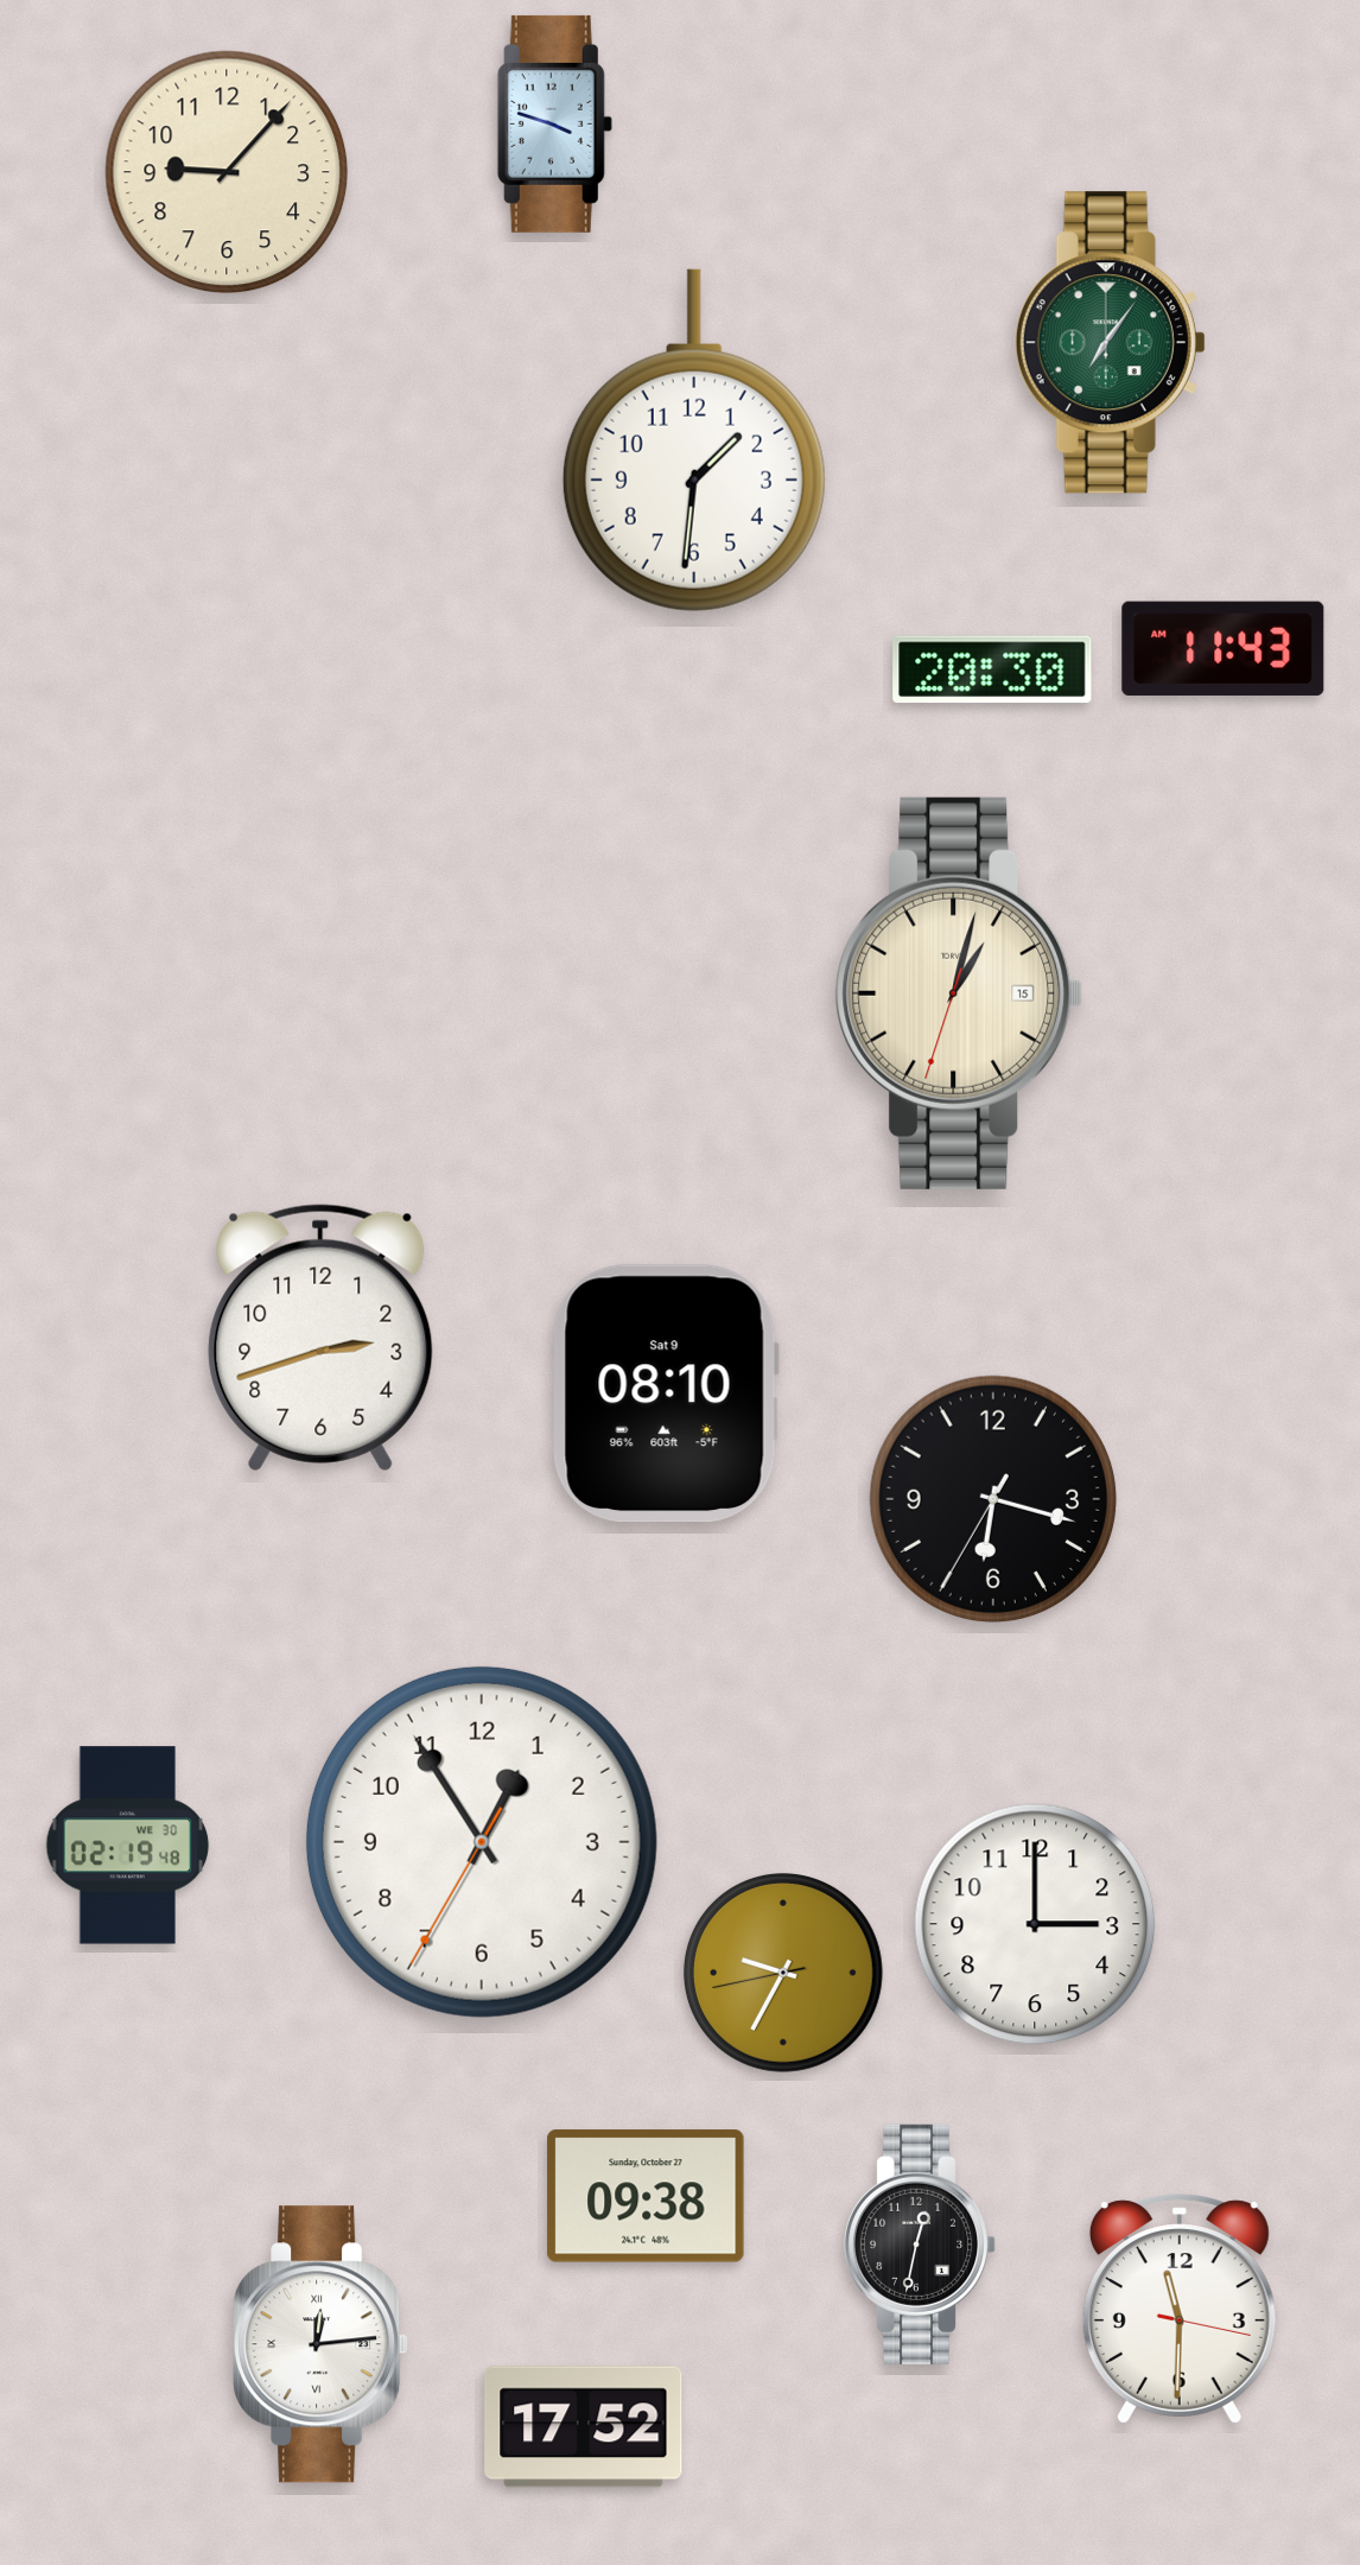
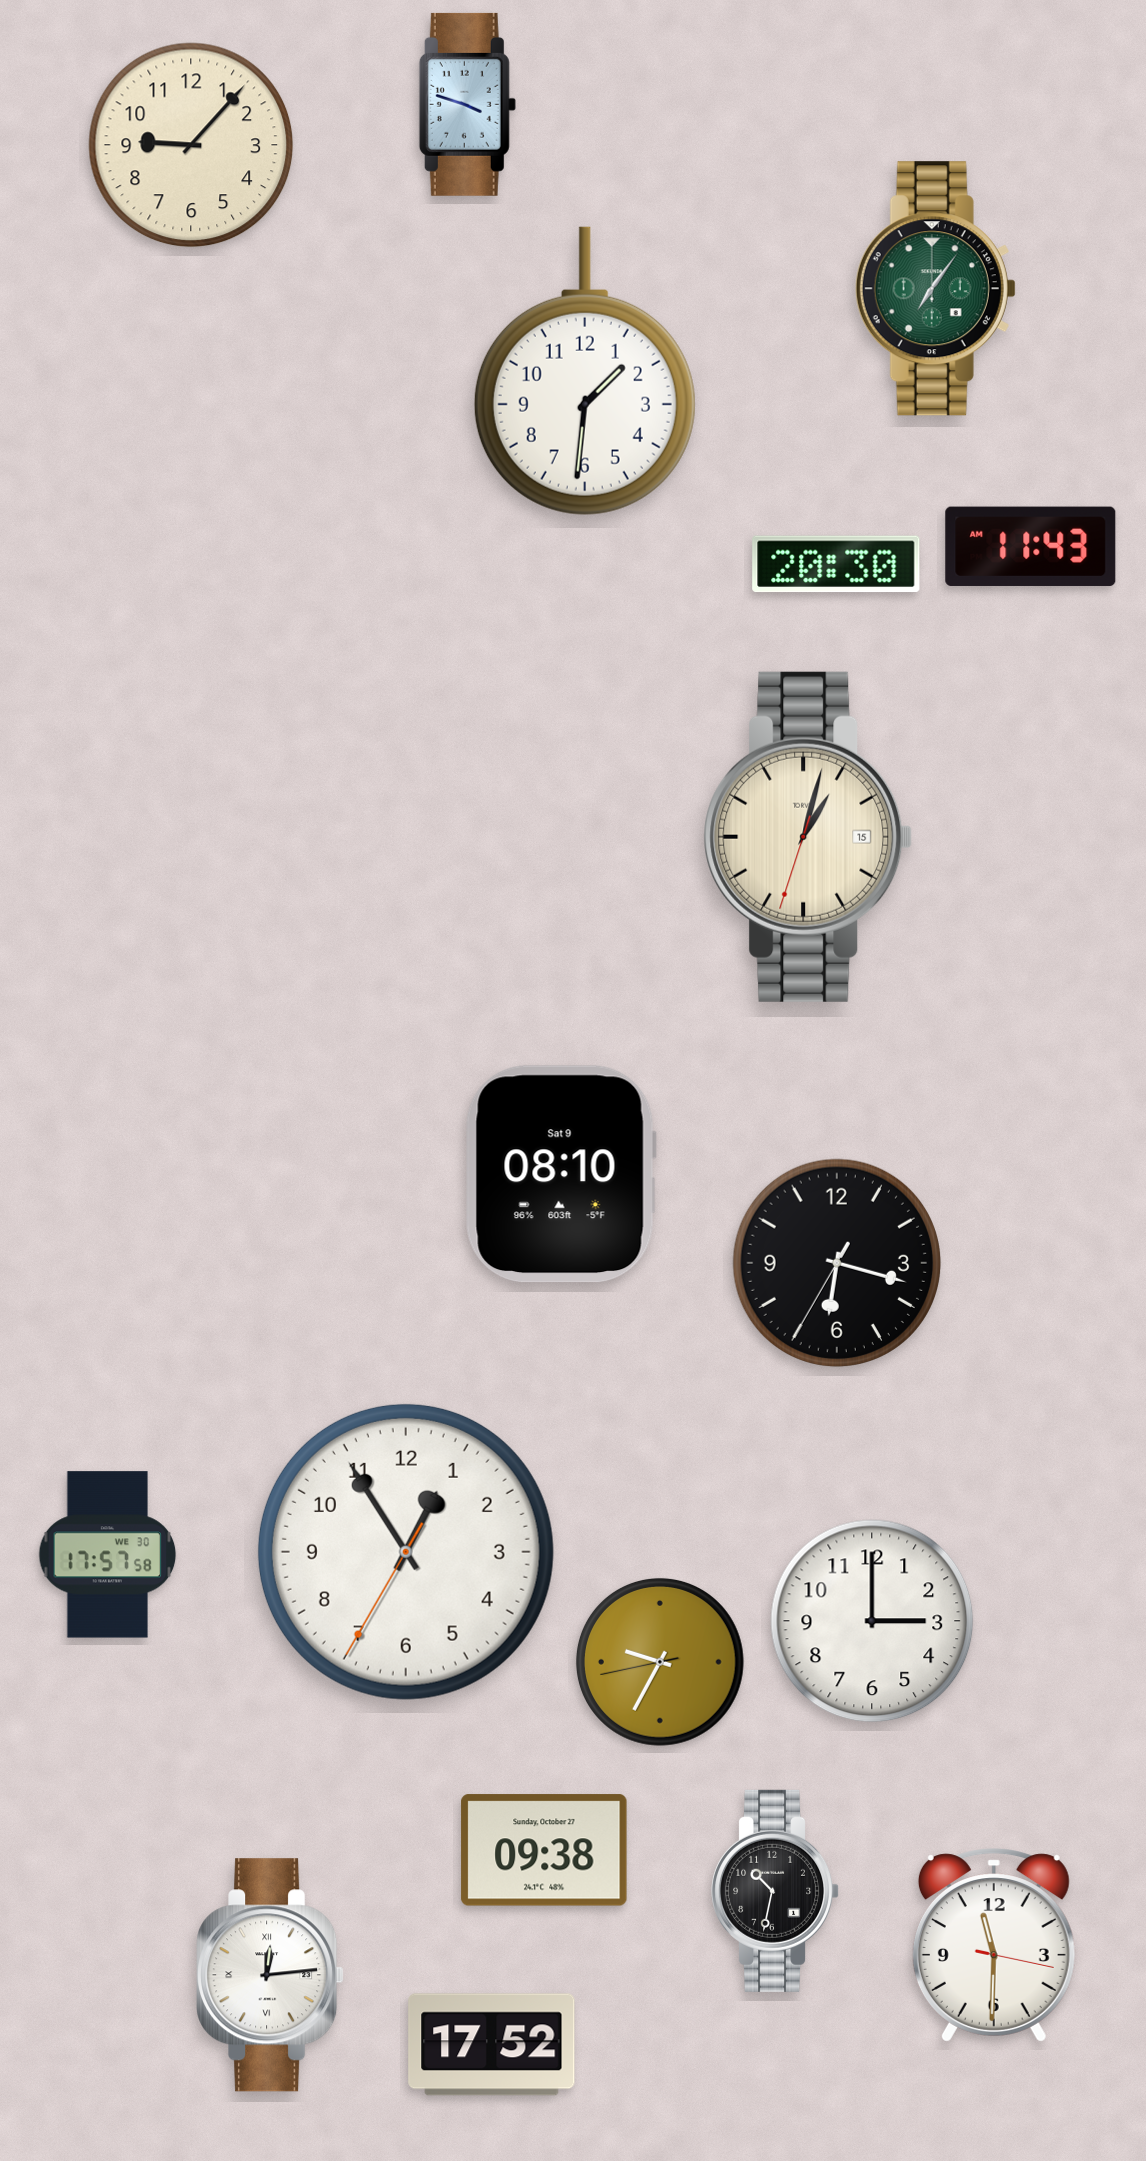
clock at (320, 1338): 2:42 -> none
clock at (128, 1846): 02:19 -> 17:57
clock at (921, 2245): 12:32 -> 10:32
